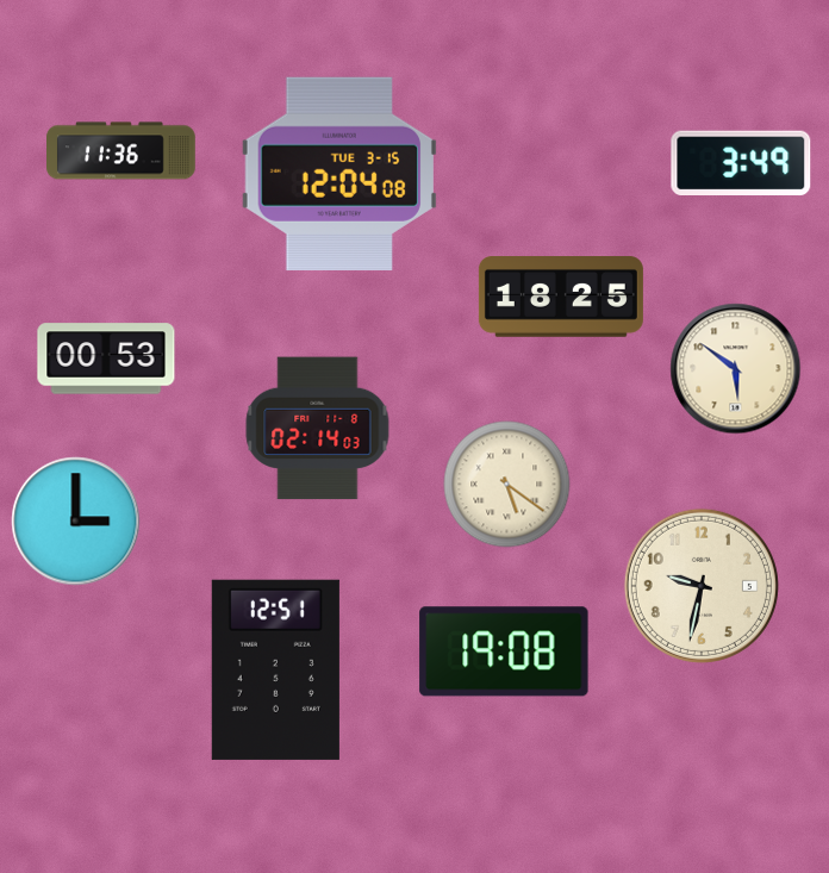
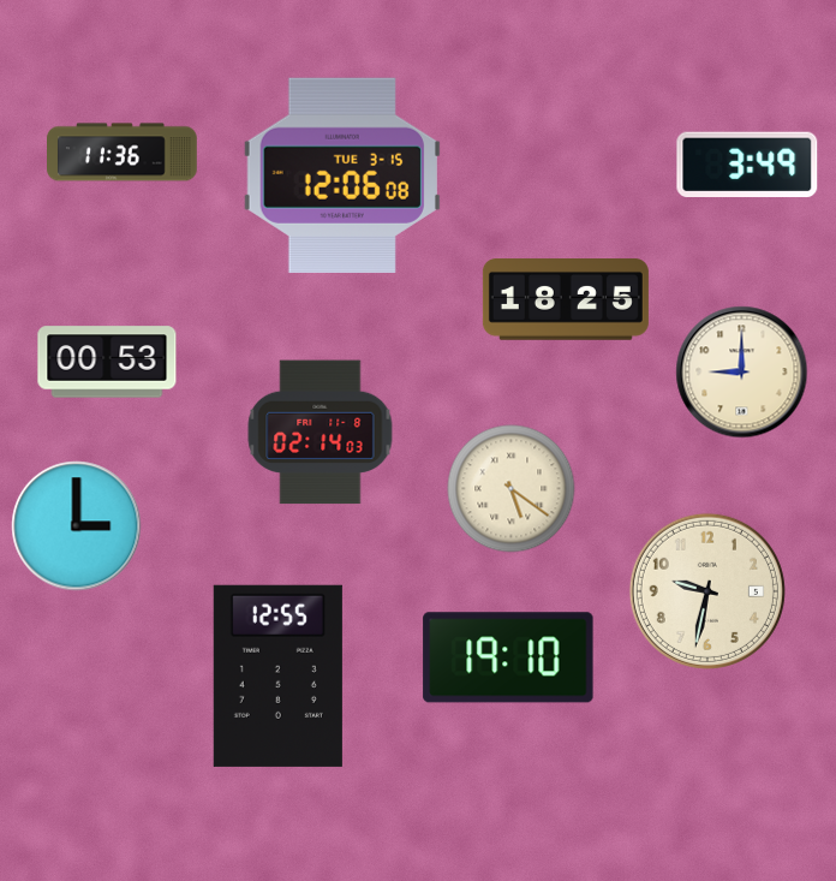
clock at (339, 174): 12:04 -> 12:06
clock at (736, 369): 5:51 -> 9:00
clock at (504, 651): 19:08 -> 19:10
clock at (275, 669): 12:51 -> 12:55
